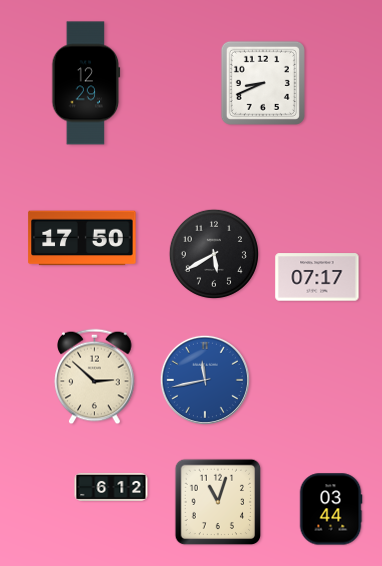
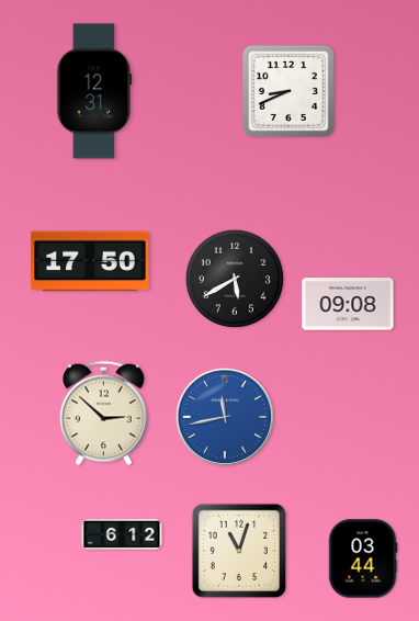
clock at (86, 83): 12:29 -> 12:31
clock at (317, 277): 07:17 -> 09:08
